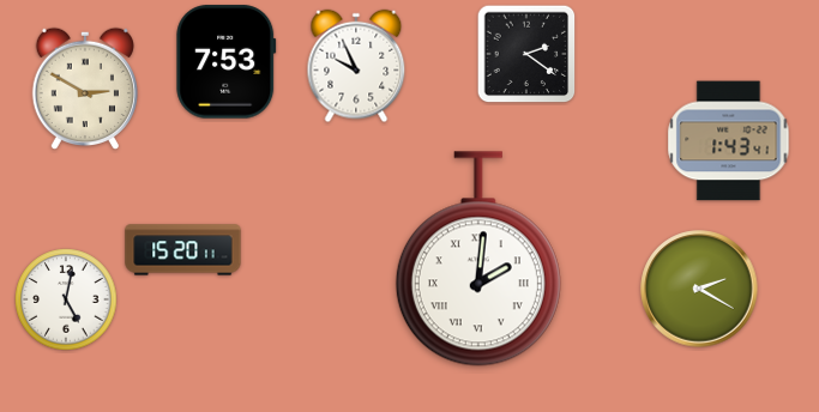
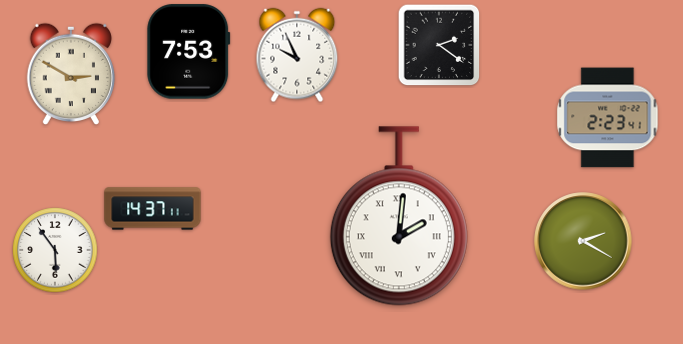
clock at (729, 141): 1:43 -> 2:23
clock at (183, 250): 15:20 -> 14:37
clock at (66, 299): 5:02 -> 5:54
